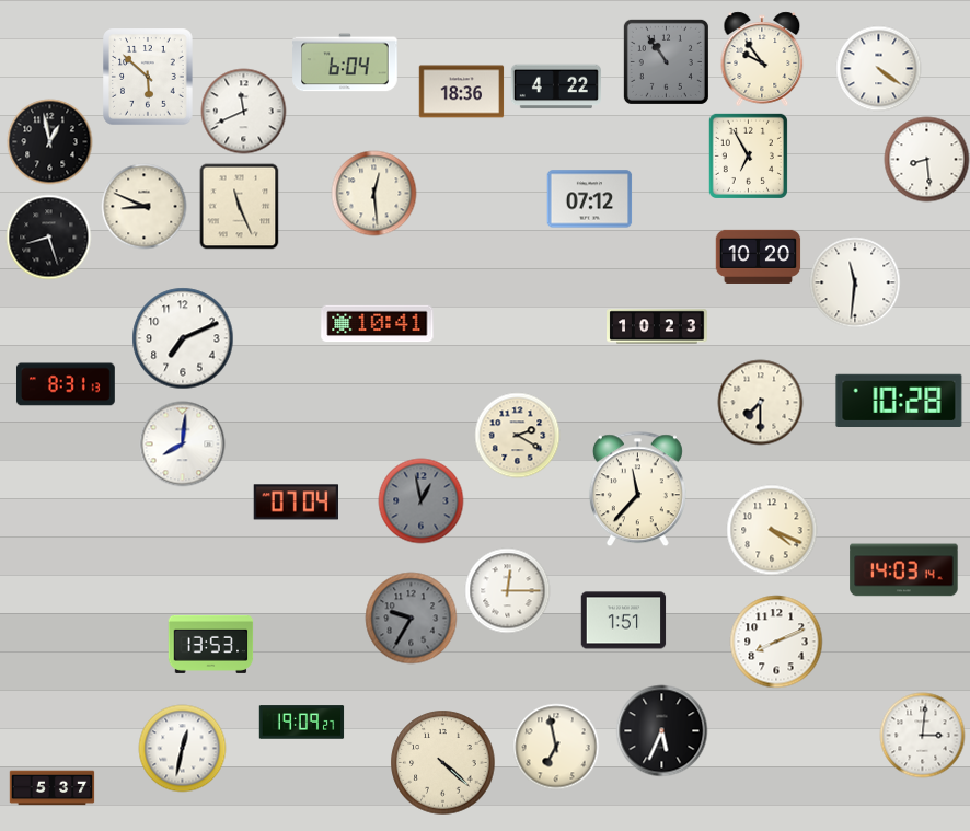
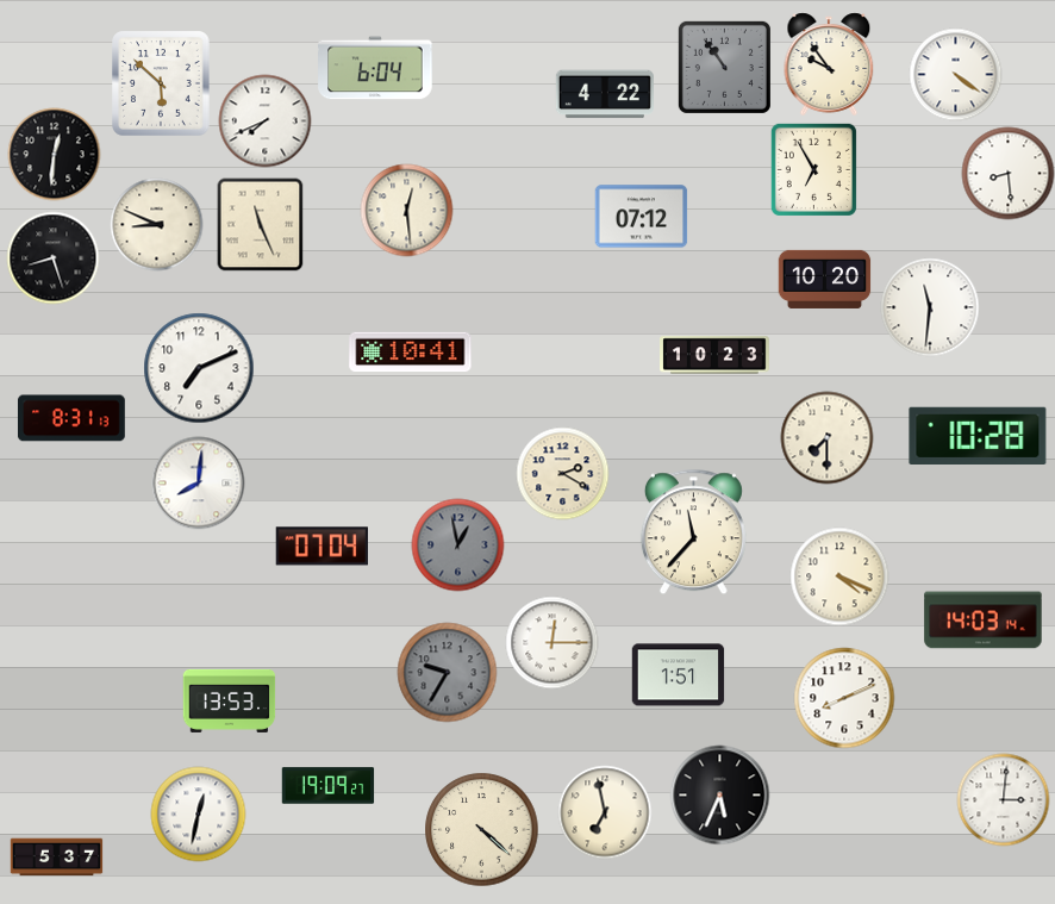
clock at (461, 92): 18:36 -> none
clock at (243, 111): 11:41 -> 7:41
clock at (49, 141): 12:58 -> 12:31
